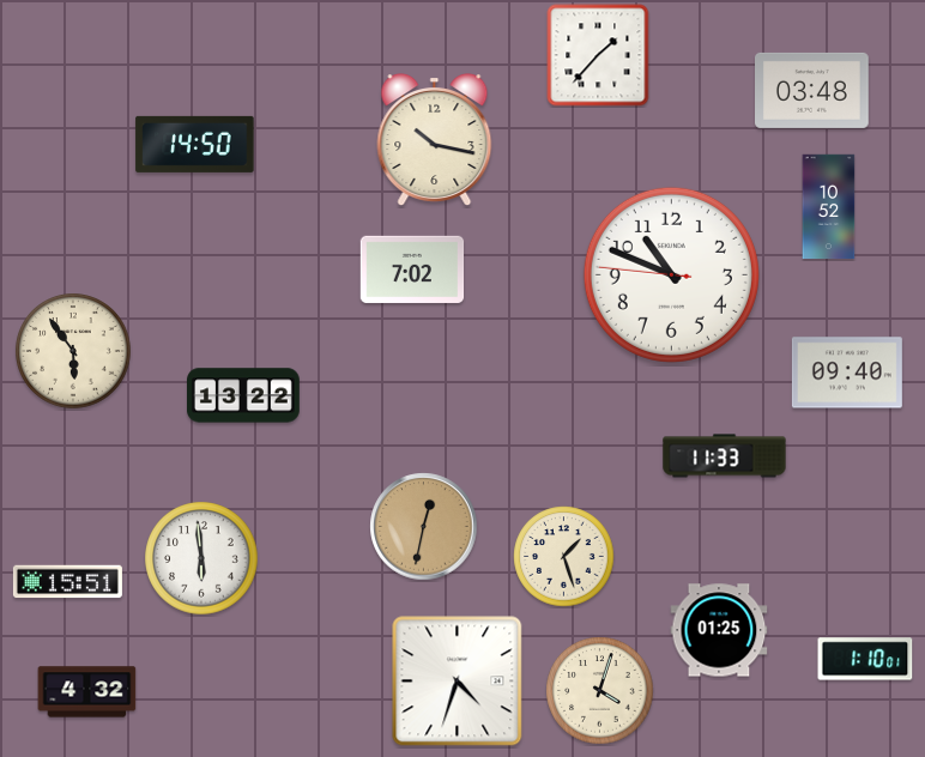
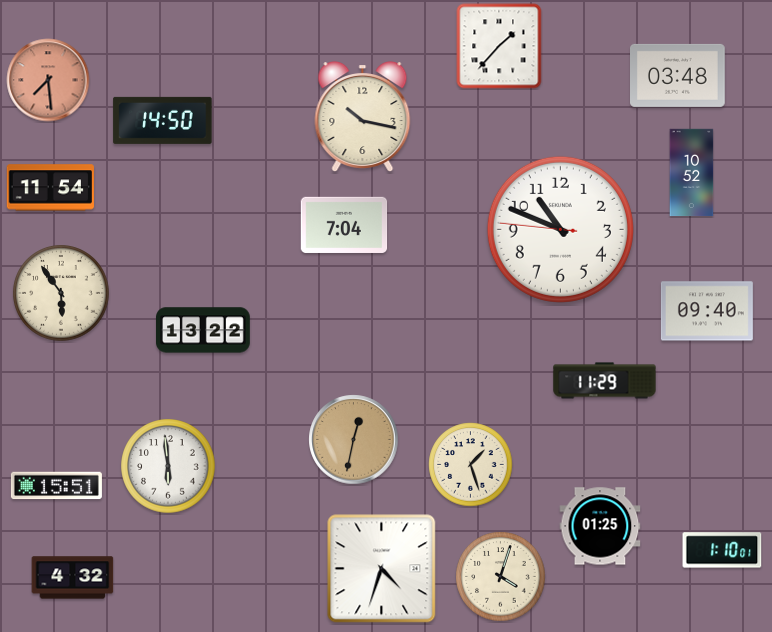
clock at (48, 80): none -> 7:29
clock at (50, 188): none -> 11:54
clock at (412, 270): 7:02 -> 7:04
clock at (725, 456): 11:33 -> 11:29
